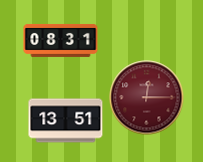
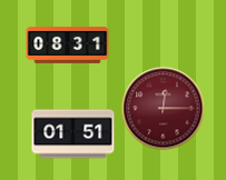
clock at (66, 121): 13:51 -> 01:51
